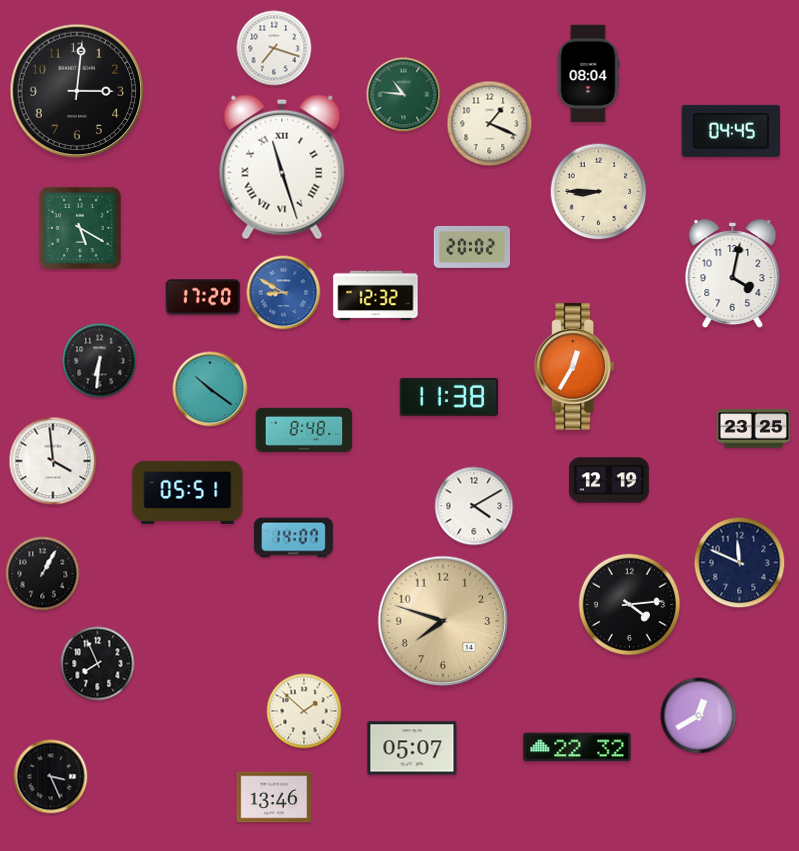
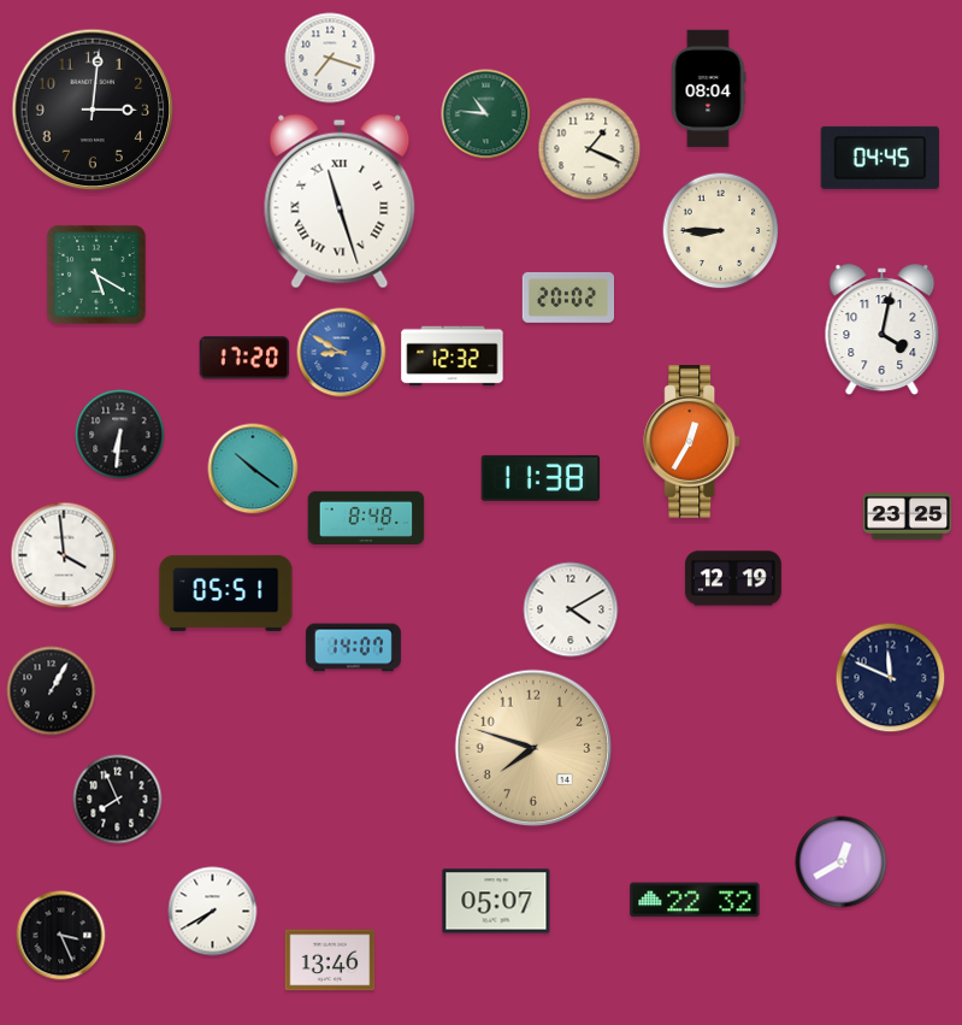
clock at (630, 605): 4:14 -> none
clock at (304, 711): 1:52 -> none
clock at (213, 912): none -> 7:40
